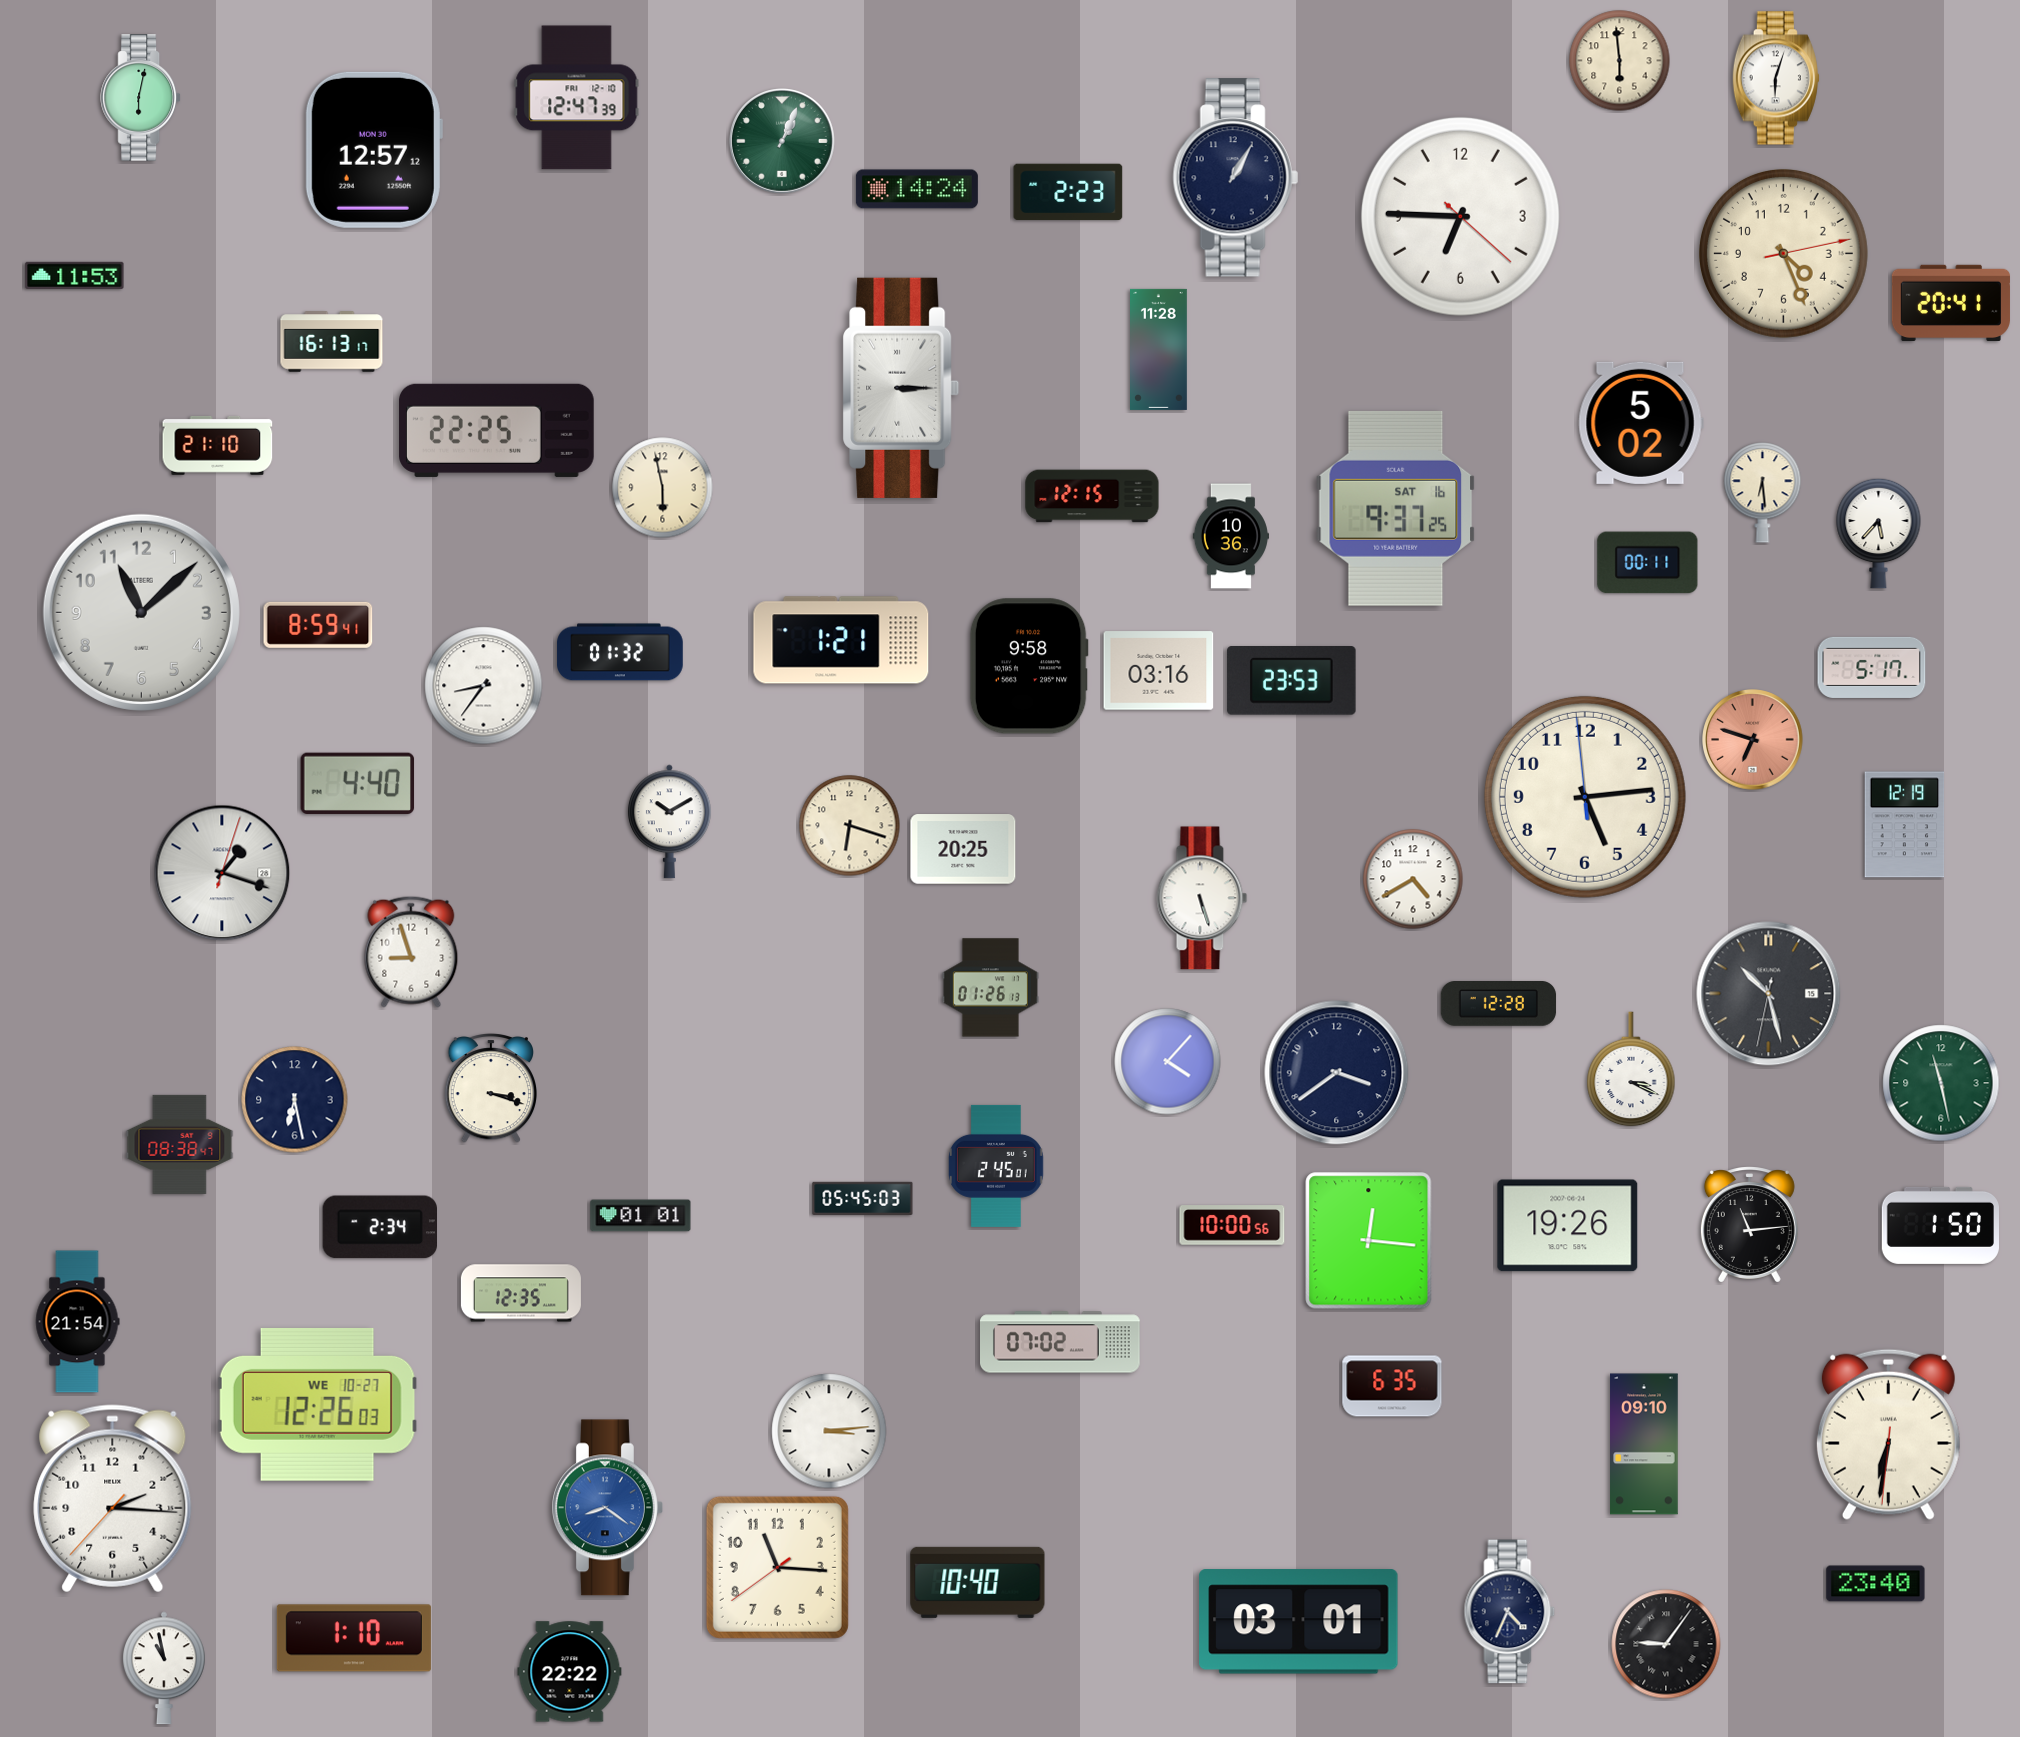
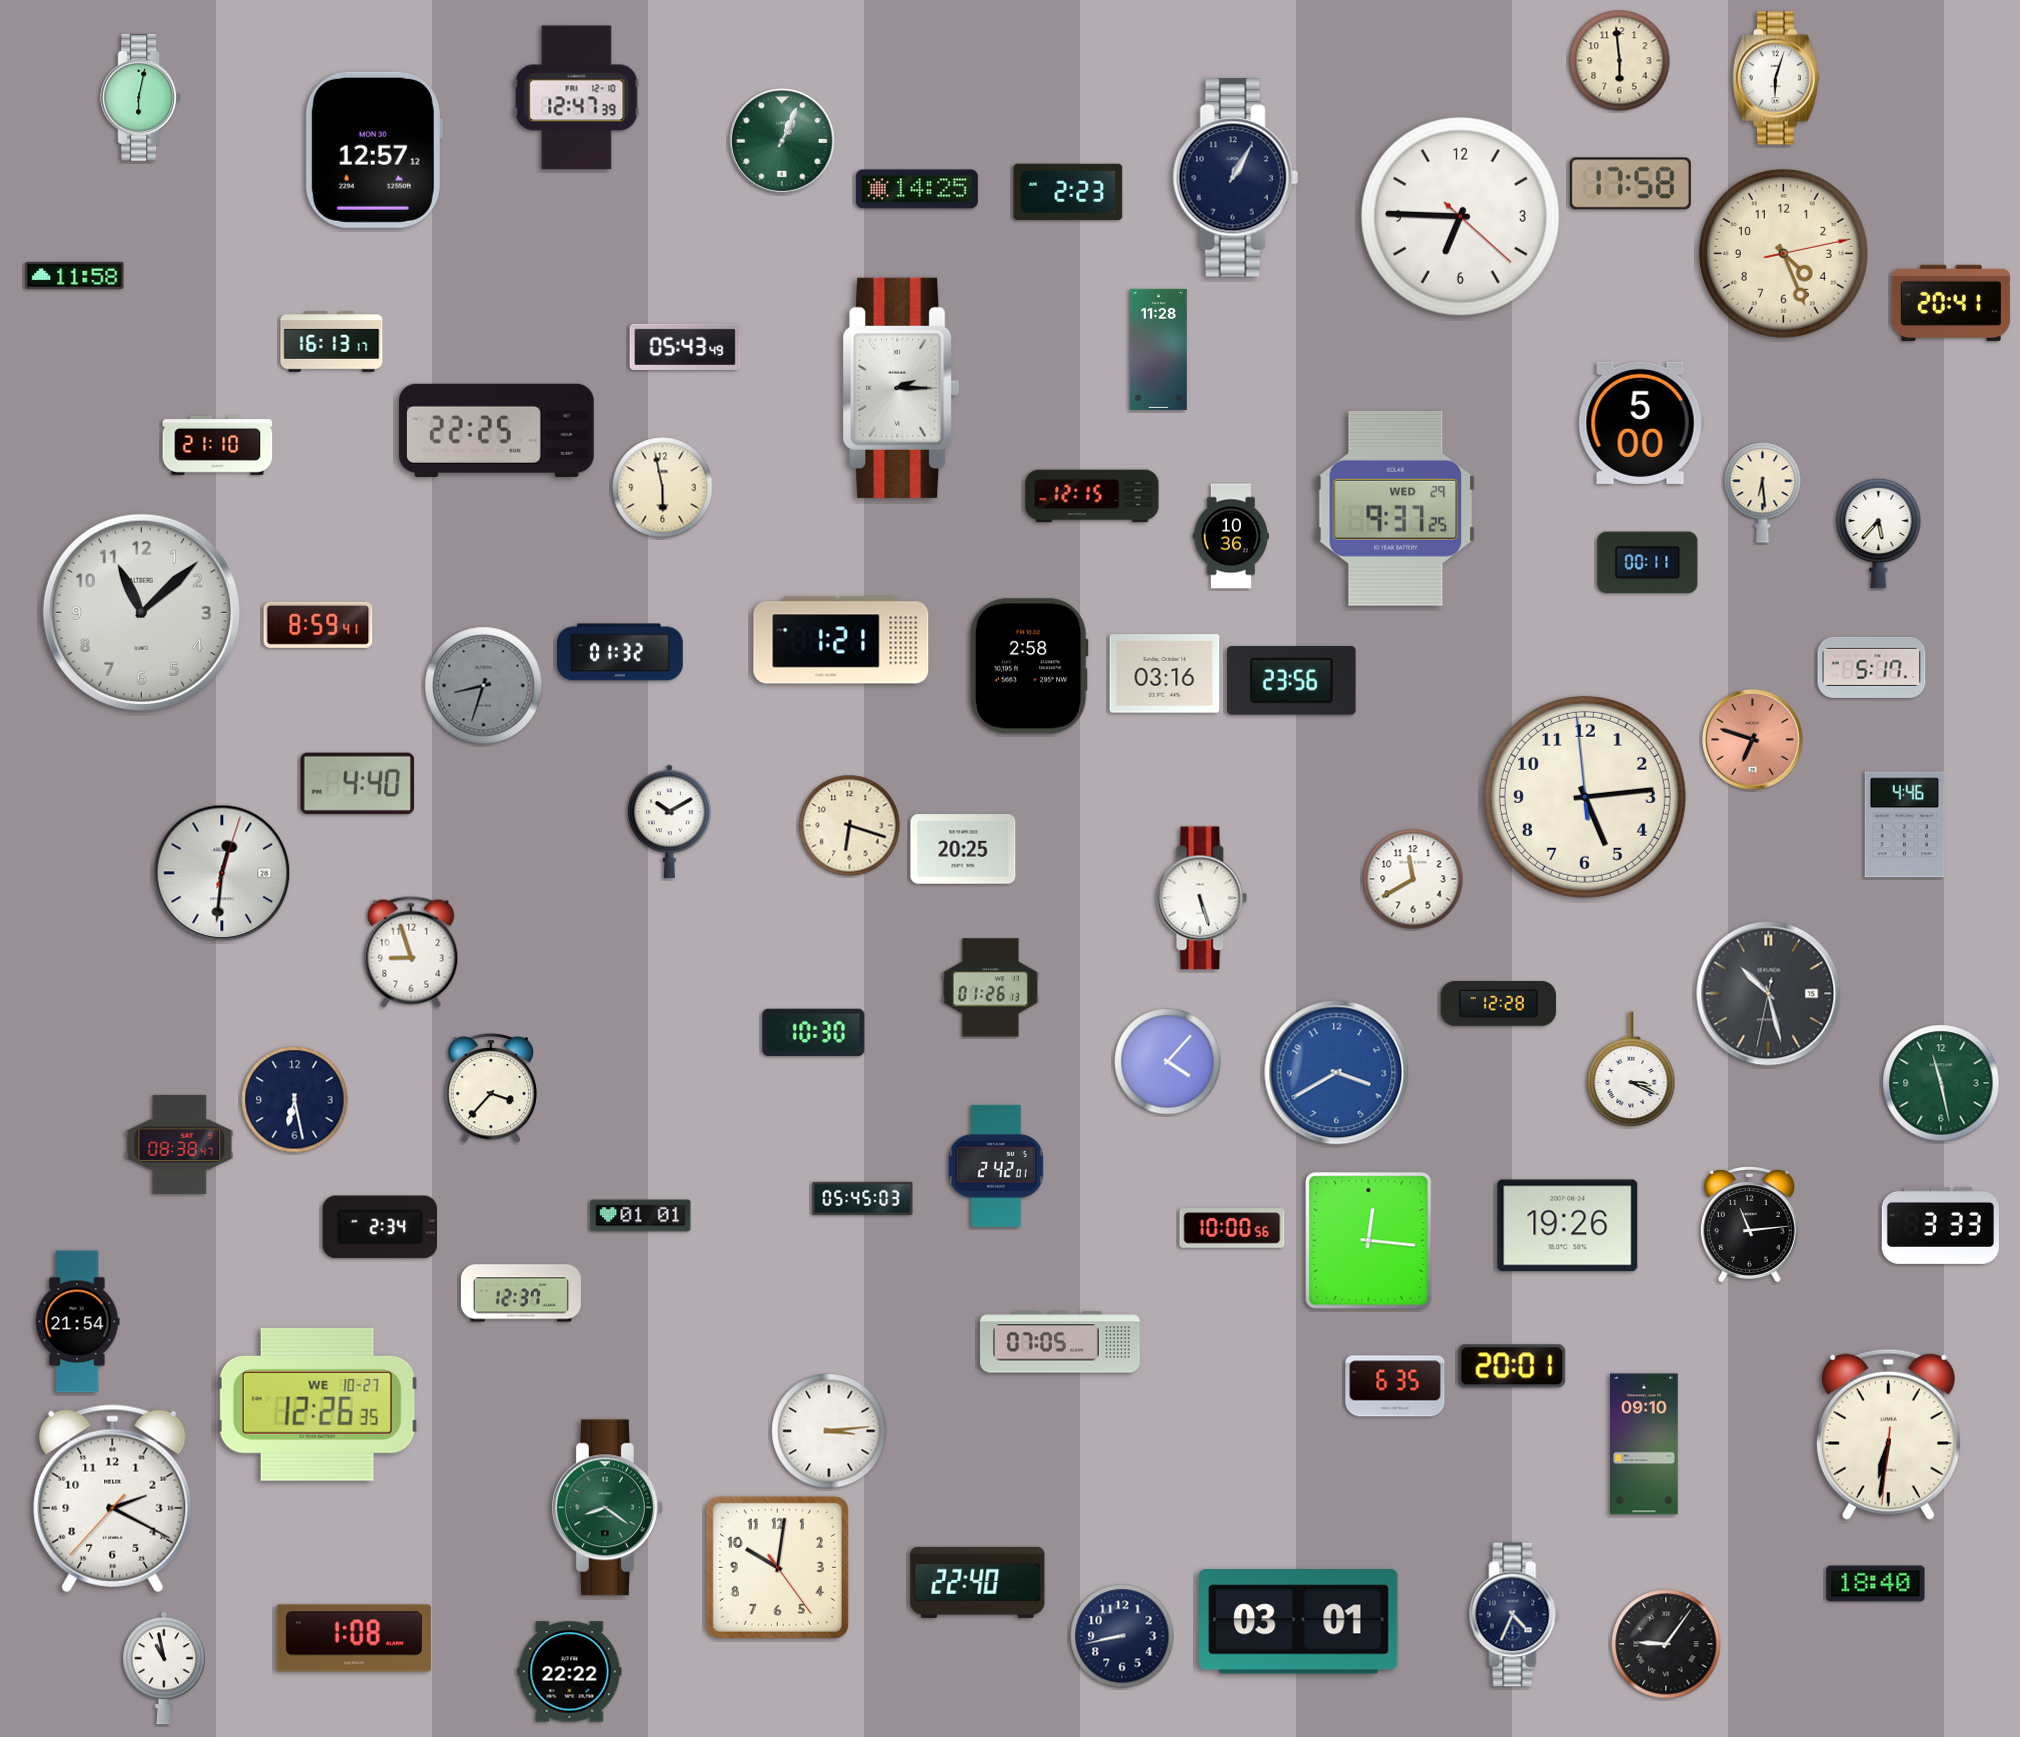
clock at (1630, 184): none -> 17:58
clock at (917, 189): 14:24 -> 14:25
clock at (75, 275): 11:53 -> 11:58
clock at (685, 347): none -> 05:43
clock at (901, 388): 3:15 -> 2:15
clock at (1641, 423): 5:02 -> 5:00
clock at (1396, 508) date: SAT 16 -> WED 29
clock at (1029, 666): 9:58 -> 2:58
clock at (1159, 671) position: (1159, 671) -> (1165, 674)
clock at (1292, 681): 23:53 -> 23:56
clock at (484, 686): 8:36 -> 8:33
clock at (484, 686) dial: white -> grey
clock at (1905, 825): 12:19 -> 4:46
clock at (222, 873): 1:18 -> 12:31
clock at (1413, 879): 4:40 -> 11:40
clock at (814, 1033): none -> 10:30
clock at (1337, 1073): 3:39 -> 3:40
clock at (1337, 1073) dial: navy -> blue
clock at (490, 1089): 3:18 -> 3:37
clock at (996, 1166): 2:45 -> 2:42
clock at (1232, 1225) position: (1232, 1225) -> (1232, 1228)
clock at (1940, 1225): 1:50 -> 3:33
clock at (521, 1293): 12:35 -> 12:37
clock at (1061, 1342): 07:02 -> 07:05
clock at (1512, 1366): none -> 20:01
clock at (1392, 1386) position: (1392, 1386) -> (1395, 1386)
clock at (317, 1404): 12:26:03 -> 12:26:35
clock at (113, 1499): 2:15 -> 2:19
clock at (608, 1508) dial: blue -> green
clock at (777, 1567): 11:15 -> 10:01
clock at (978, 1582): 10:40 -> 22:40
clock at (1876, 1584): 23:40 -> 18:40
clock at (1510, 1612) position: (1510, 1612) -> (1515, 1615)
clock at (1122, 1636): none -> 8:43
clock at (354, 1638): 1:10 -> 1:08
